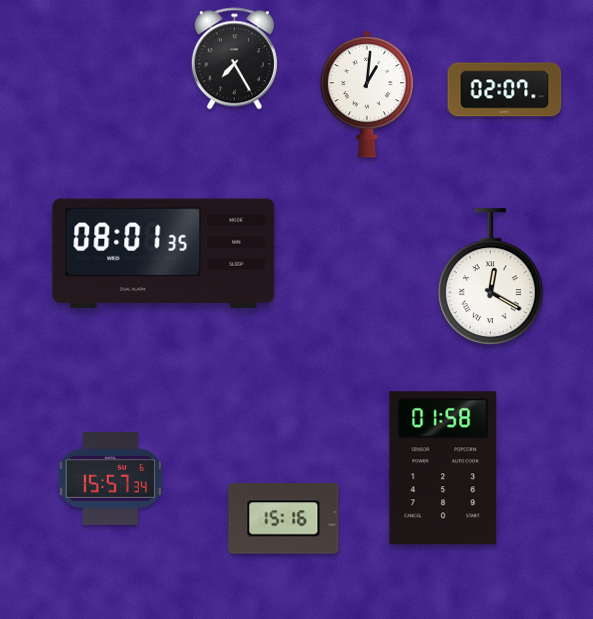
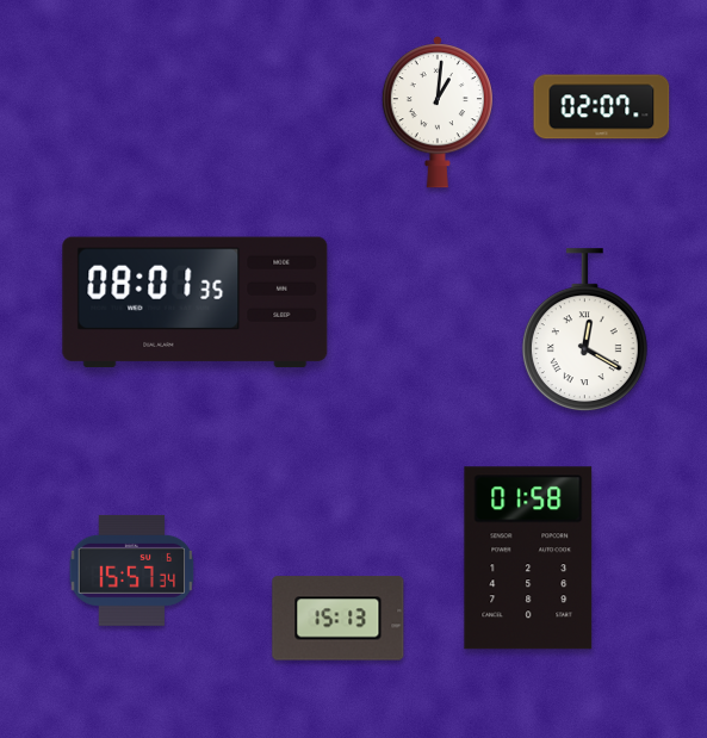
clock at (234, 59): 7:25 -> none
clock at (284, 519): 15:16 -> 15:13
